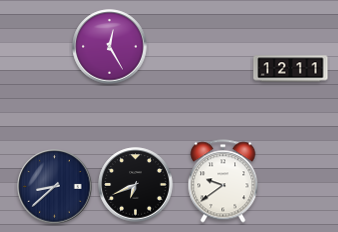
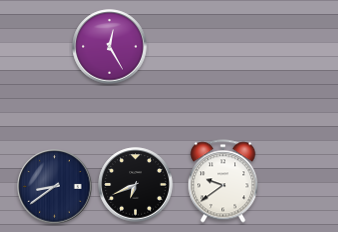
clock at (291, 69): 12:11 -> none
clock at (55, 187): 8:38 -> 8:39
